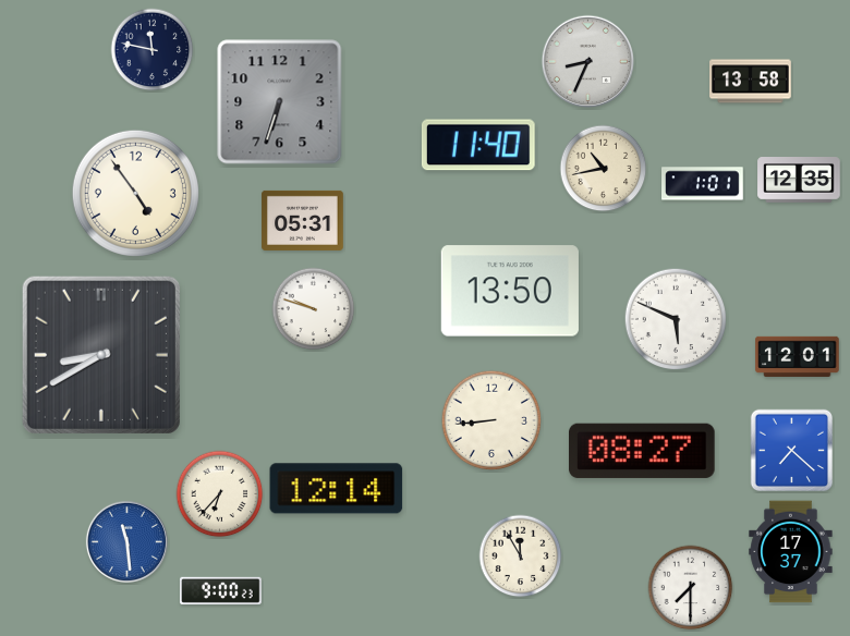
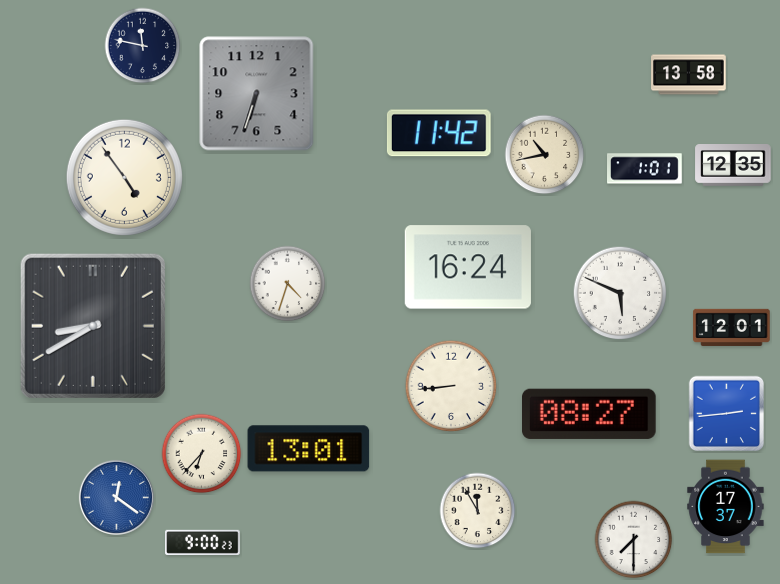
clock at (153, 50) position: (153, 50) -> (143, 46)
clock at (588, 62): 8:34 -> none
clock at (478, 145): 11:40 -> 11:42
clock at (604, 169) position: (604, 169) -> (545, 155)
clock at (303, 220): 05:31 -> none
clock at (510, 291): 13:50 -> 16:24
clock at (314, 309): 9:48 -> 4:33
clock at (791, 450): 7:22 -> 2:44
clock at (337, 489): 12:14 -> 13:01
clock at (126, 541): 11:29 -> 12:21
